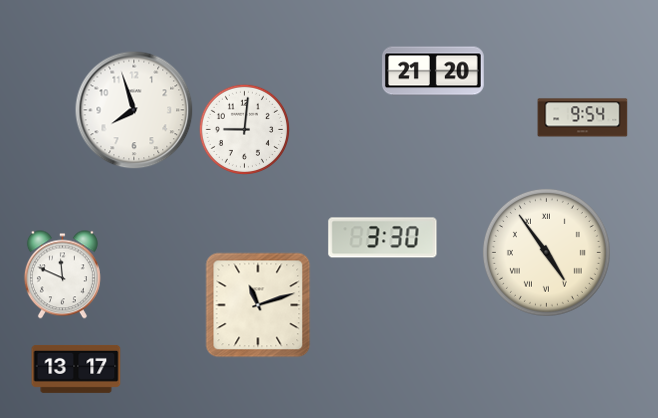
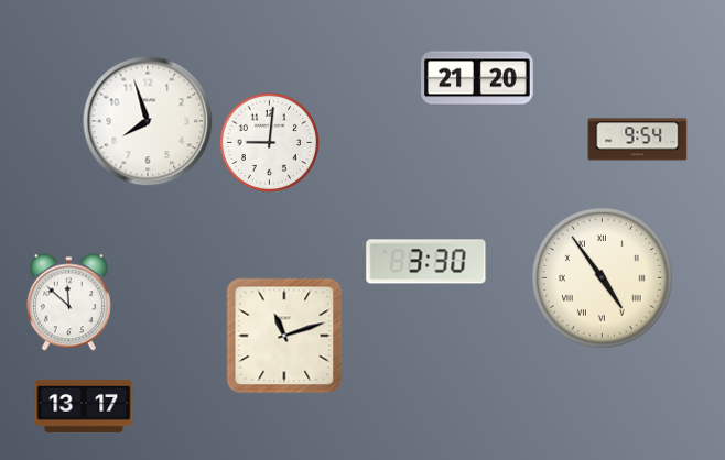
clock at (583, 118) position: (583, 118) -> (638, 140)
clock at (383, 238) position: (383, 238) -> (426, 262)
clock at (62, 275): 11:49 -> 11:52
